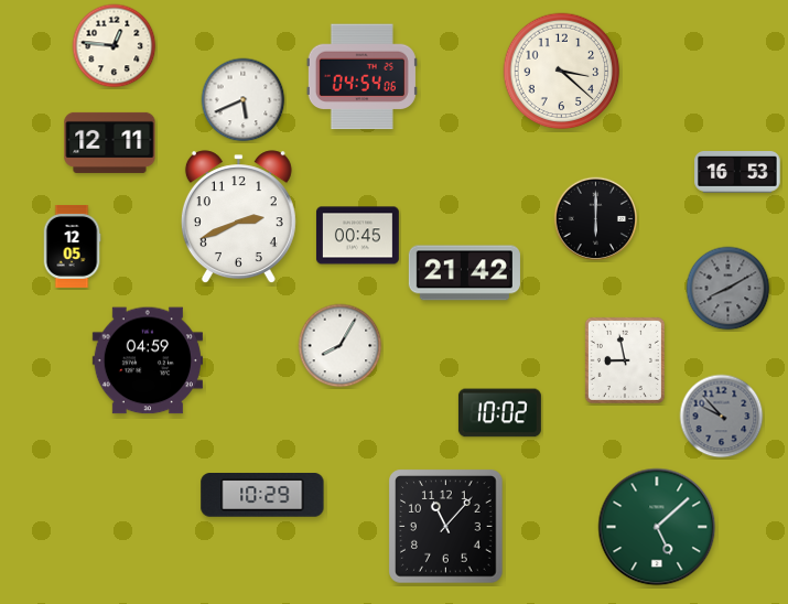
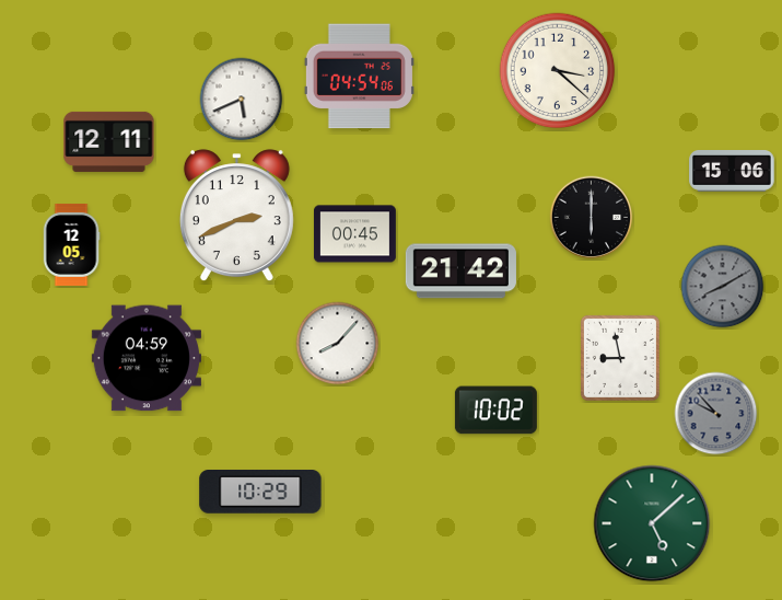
clock at (115, 46): 12:46 -> none
clock at (737, 173): 16:53 -> 15:06
clock at (341, 346): 8:05 -> 8:07
clock at (446, 527): 11:07 -> none
